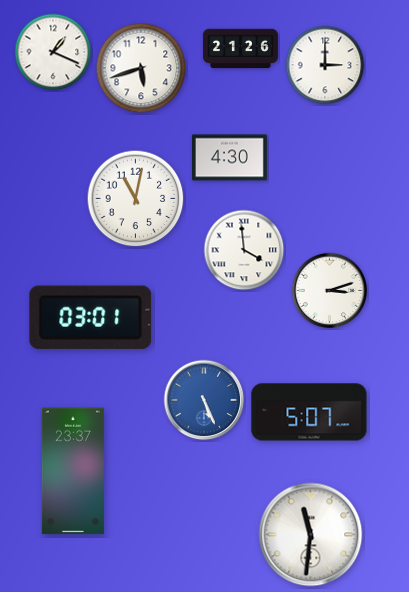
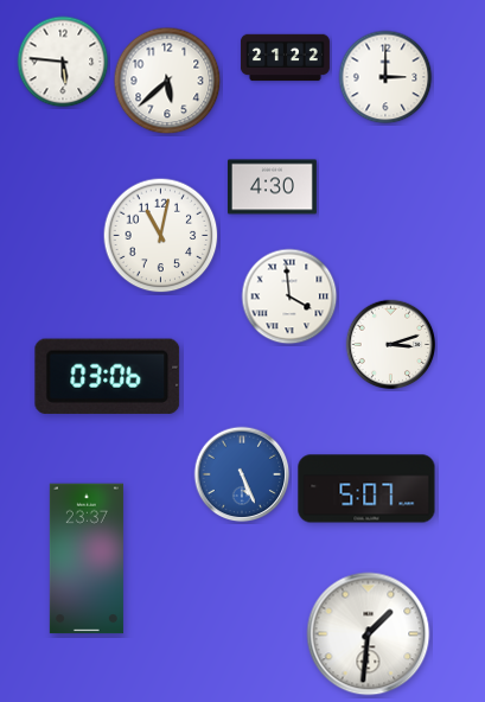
clock at (240, 49): 21:26 -> 21:22
clock at (53, 52): 1:19 -> 5:46
clock at (141, 68): 5:42 -> 5:38
clock at (91, 317): 03:01 -> 03:06
clock at (311, 535): 11:31 -> 1:31
